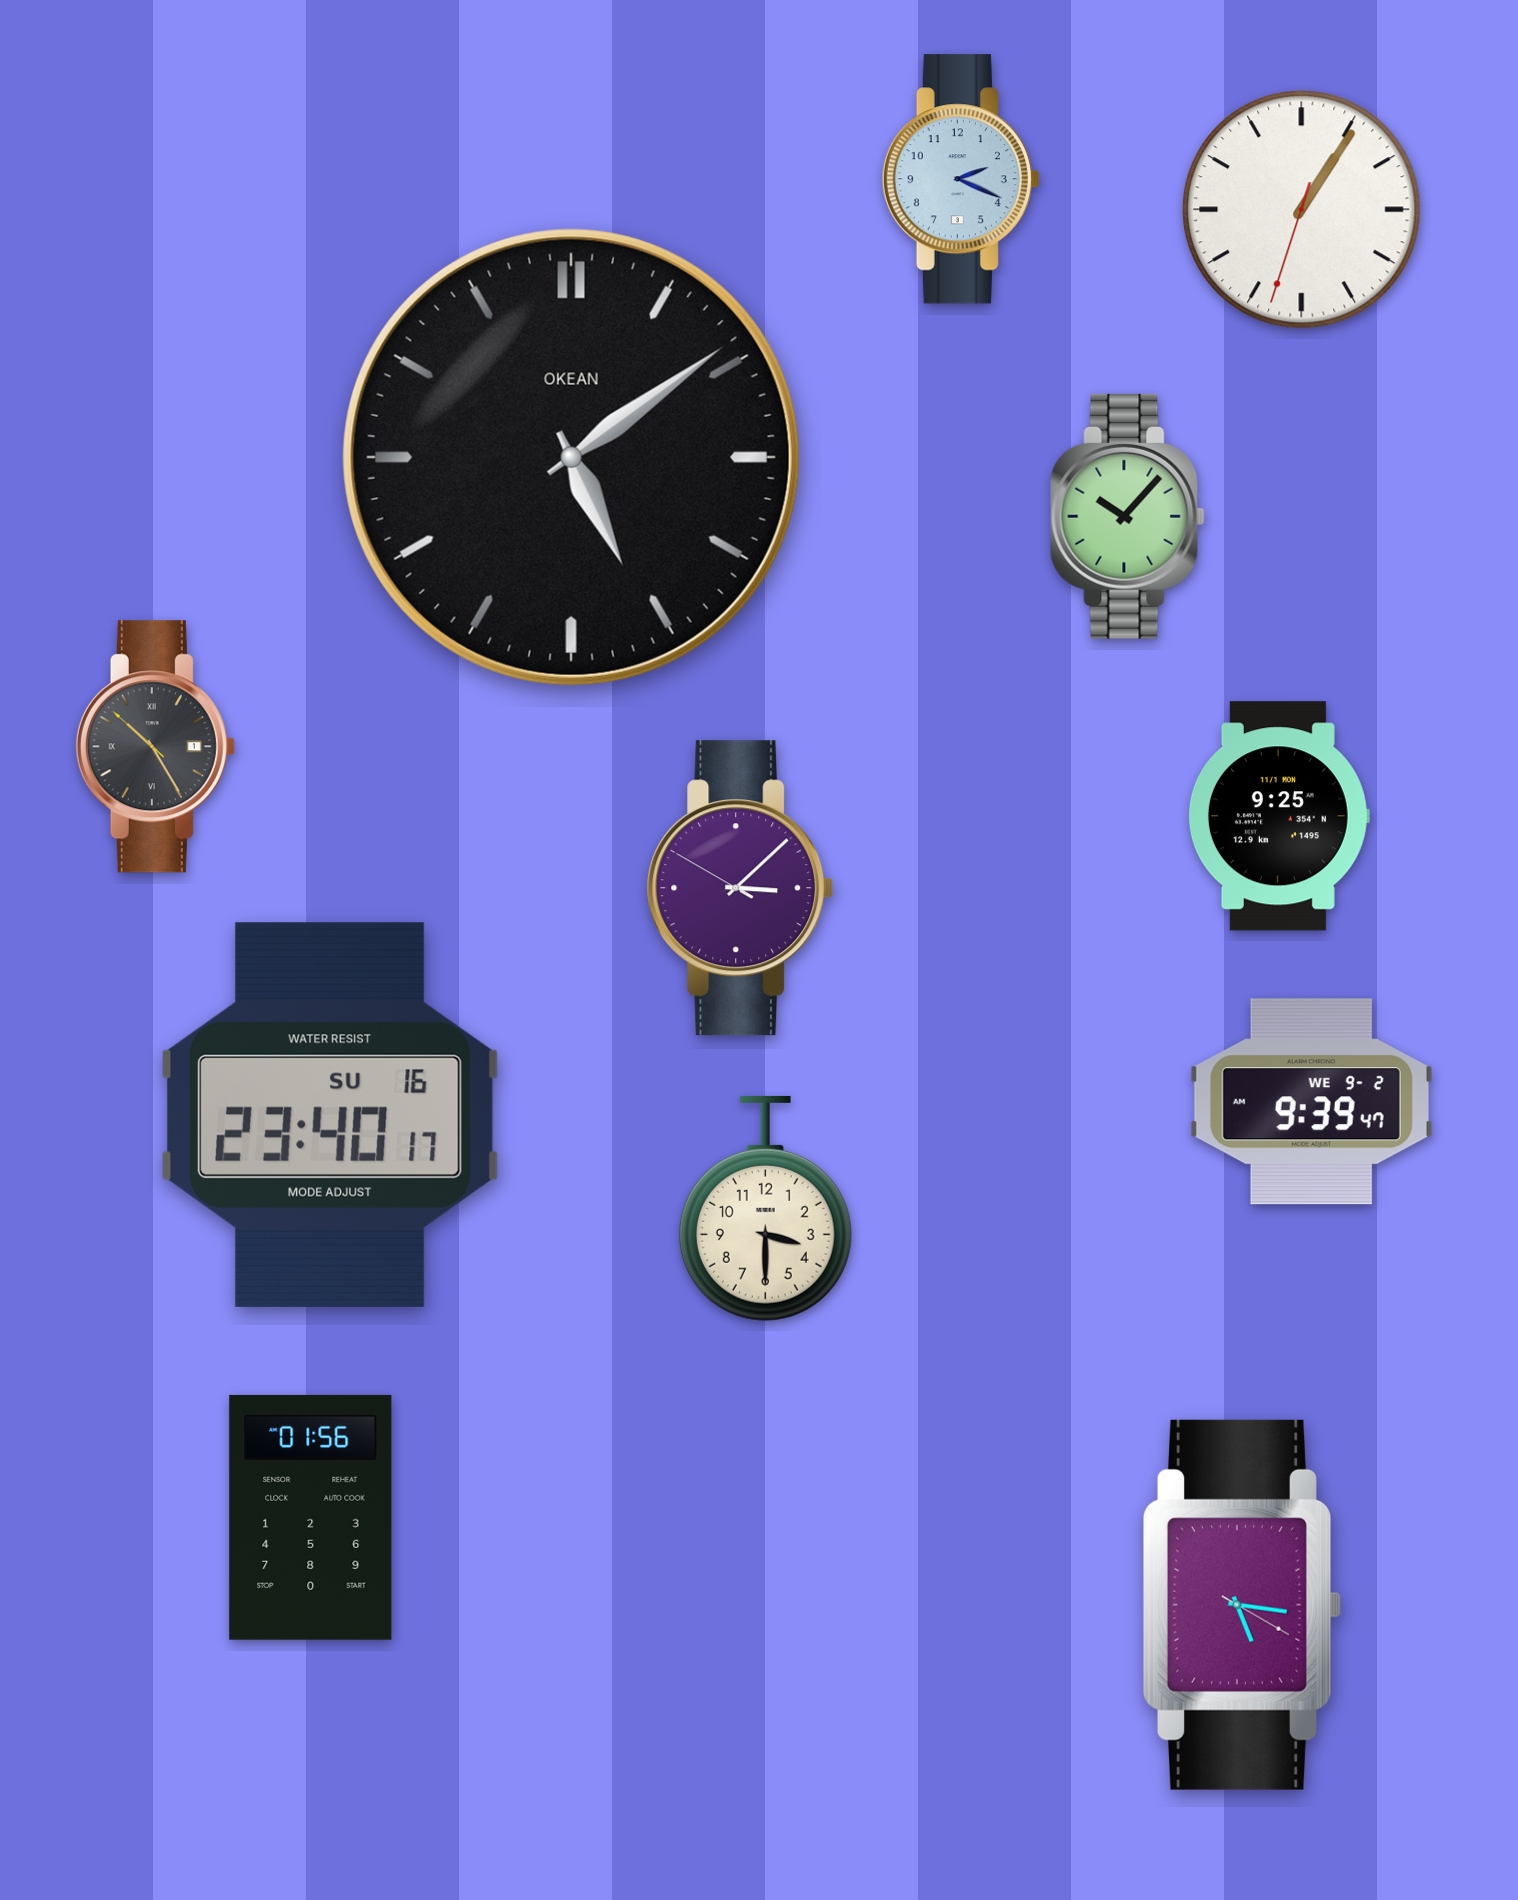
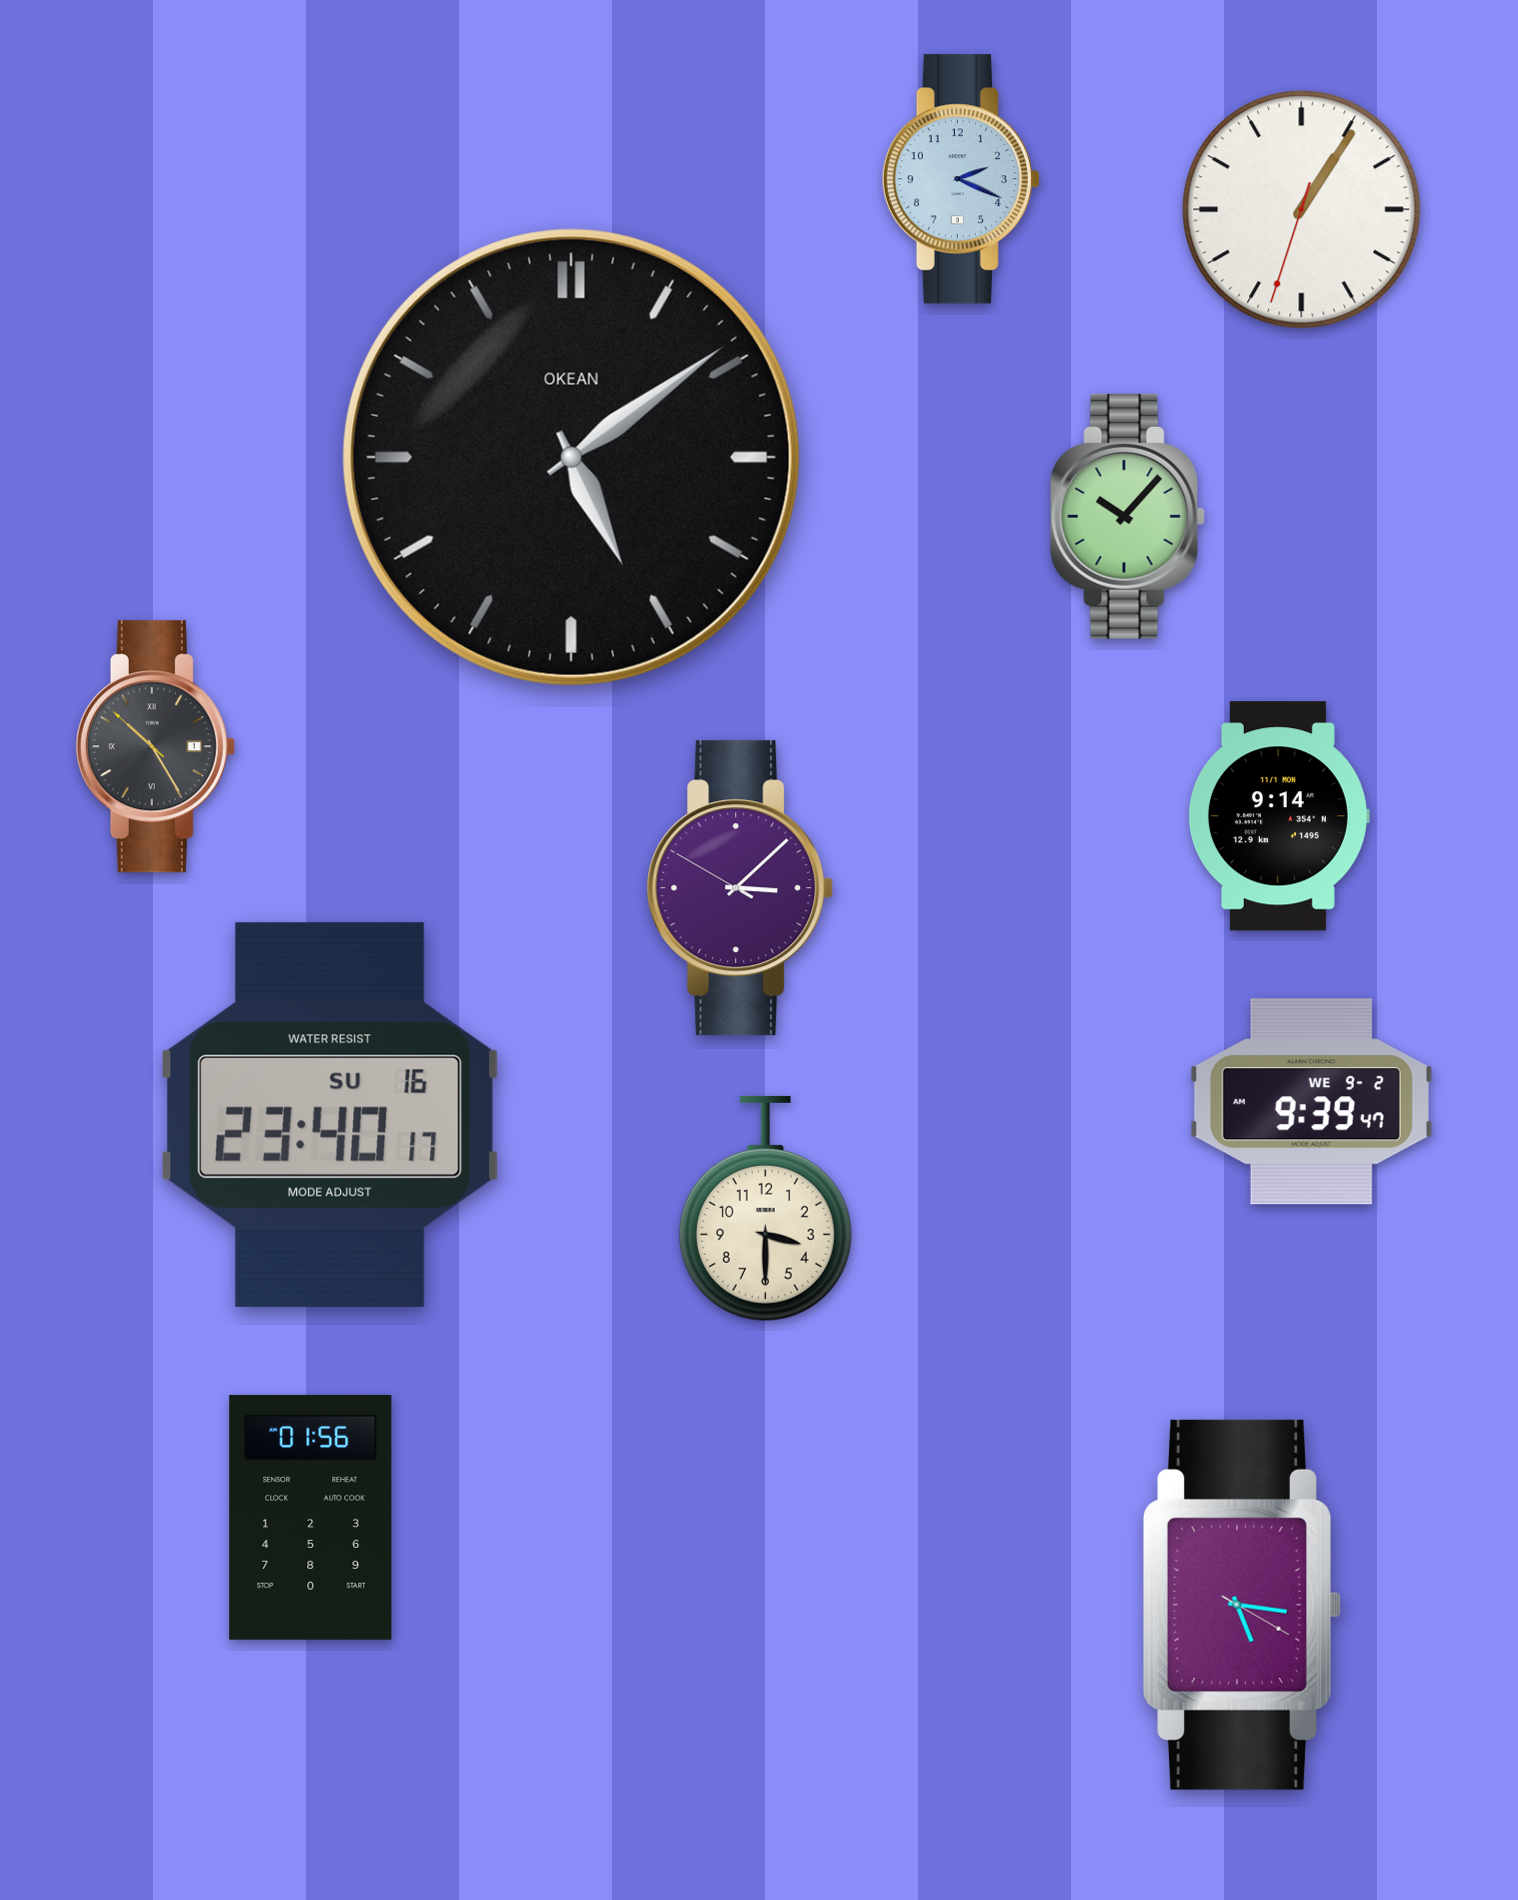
clock at (1278, 816): 9:25 -> 9:14
